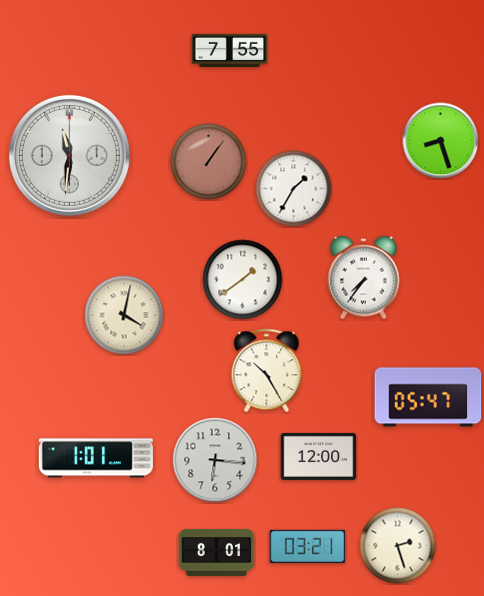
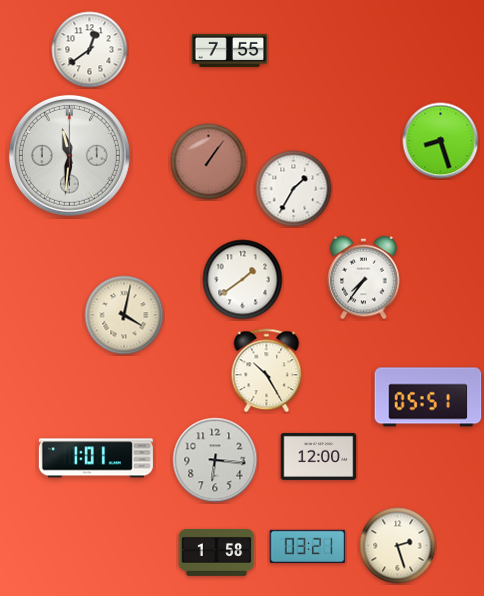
clock at (90, 50): none -> 12:39
clock at (428, 397): 05:47 -> 05:51
clock at (217, 552): 8:01 -> 1:58
